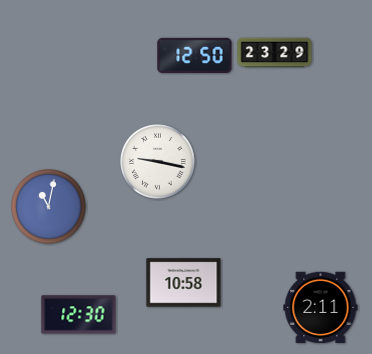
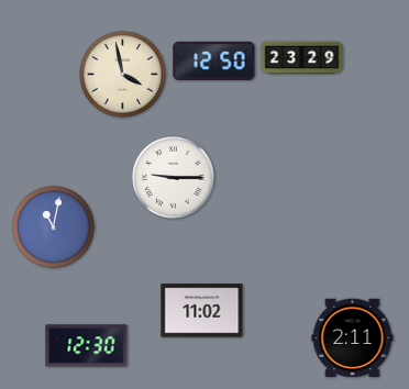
clock at (123, 75): none -> 3:58
clock at (158, 162): 9:17 -> 9:15
clock at (184, 283): 10:58 -> 11:02
